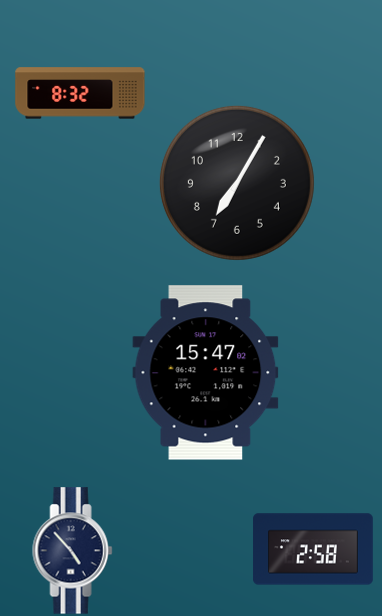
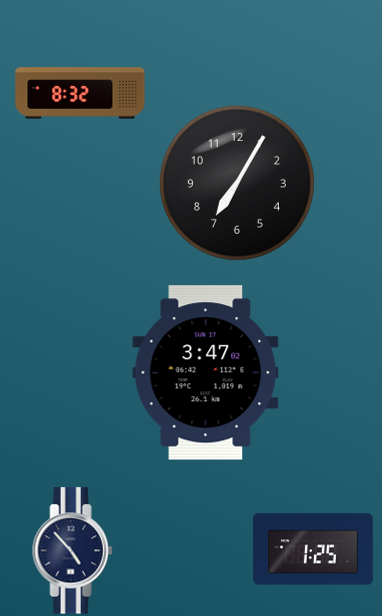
clock at (206, 373): 15:47 -> 3:47
clock at (313, 549): 2:58 -> 1:25
